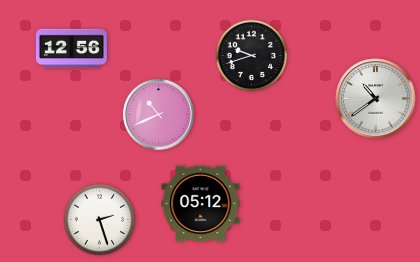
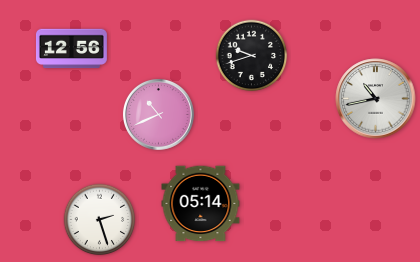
clock at (376, 99): 10:39 -> 10:43
clock at (201, 204): 05:12 -> 05:14
